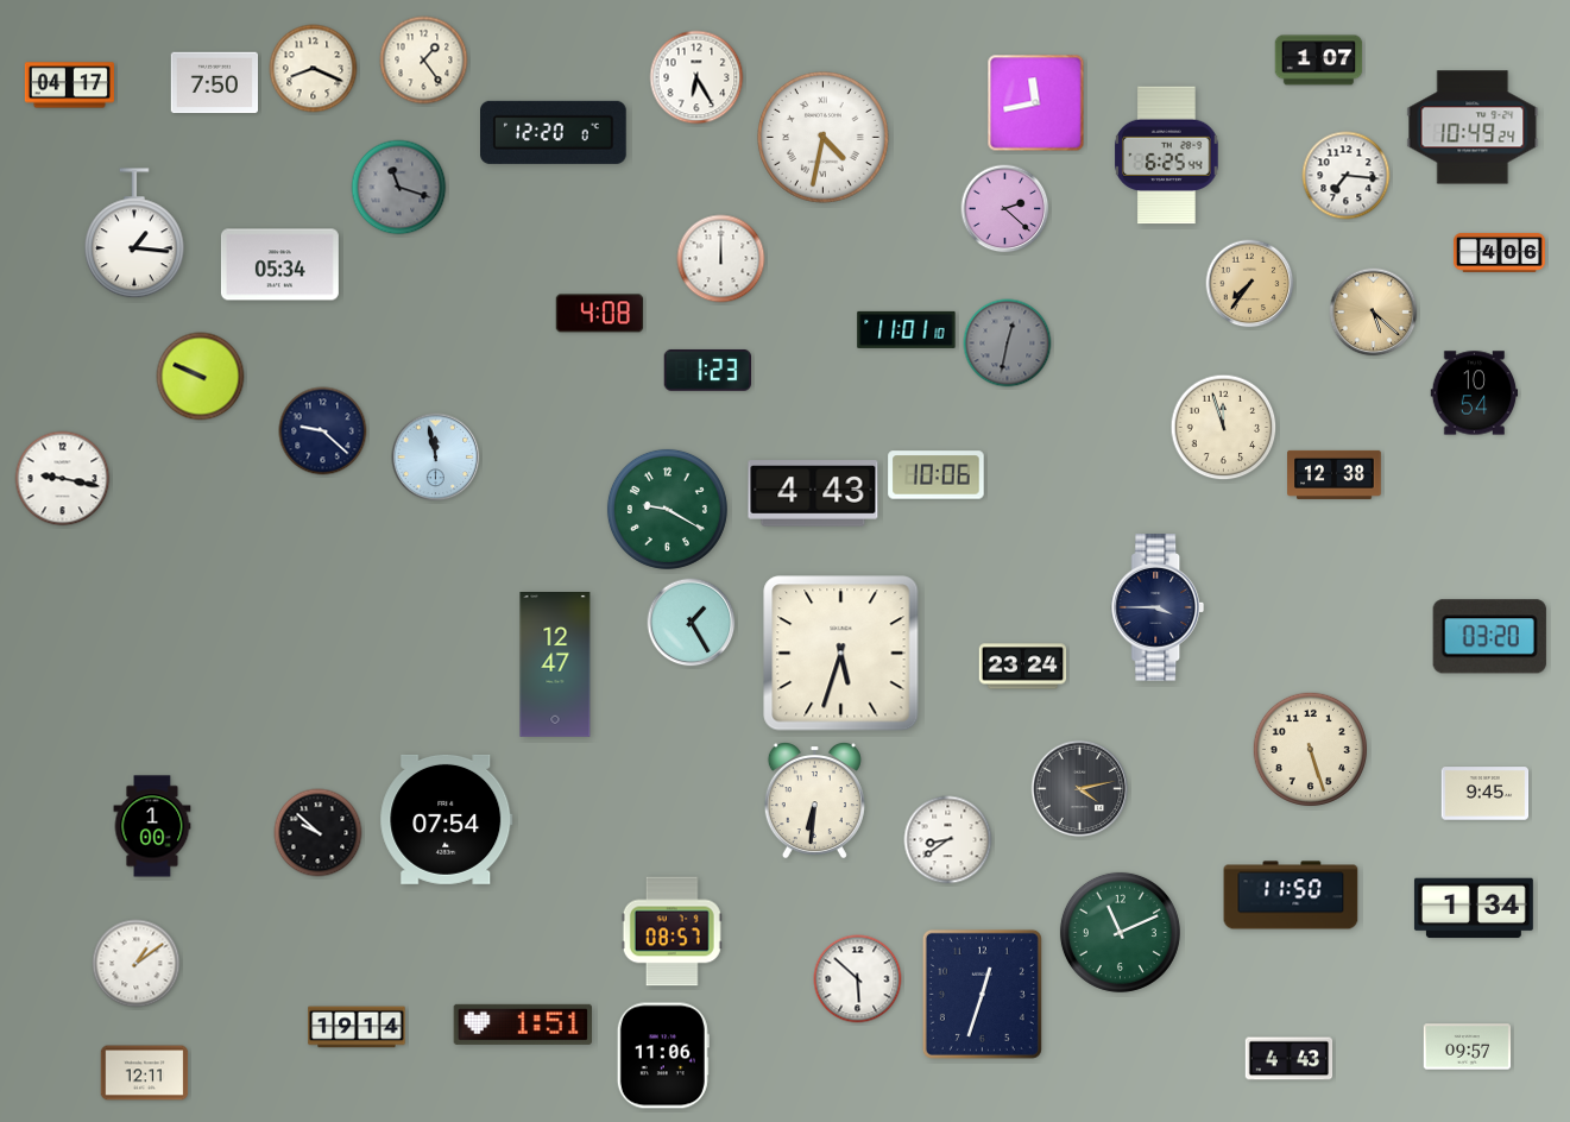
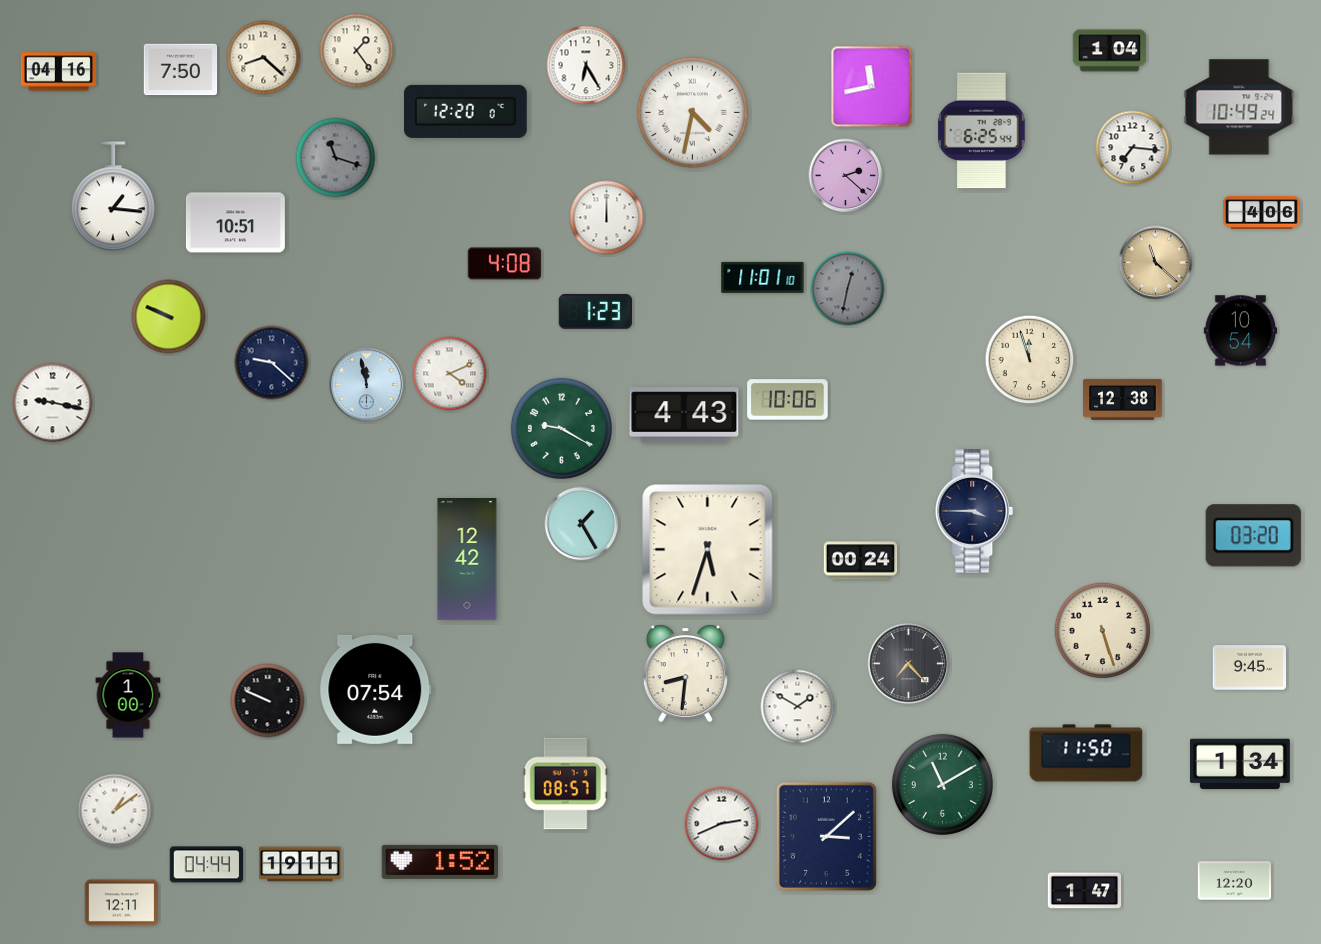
clock at (1319, 61): 1:07 -> 1:04
clock at (314, 69): 8:19 -> 8:22
clock at (69, 86): 04:17 -> 04:16
clock at (824, 138) position: (824, 138) -> (693, 113)
clock at (279, 265): 05:34 -> 10:51
clock at (1250, 284): 7:36 -> none
clock at (1374, 313): 5:22 -> 11:22
clock at (450, 374): none -> 4:11
clock at (555, 666): 12:47 -> 12:42
clock at (1023, 667): 23:24 -> 00:24
clock at (1080, 789): 4:13 -> 7:23
clock at (814, 800): 6:31 -> 8:31
clock at (319, 833): 9:52 -> 9:49
clock at (948, 840): 8:39 -> 1:50
clock at (1120, 932): 11:11 -> 11:10
clock at (858, 979): 5:52 -> 2:41
clock at (982, 994): 12:33 -> 3:08
clock at (522, 1025): 1:51 -> 1:52
clock at (357, 1027): 19:14 -> 19:11
clock at (207, 865): none -> 04:44
clock at (1468, 1047): 09:57 -> 12:20
clock at (663, 1055): 11:06 -> none
clock at (1290, 1059): 4:43 -> 1:47
